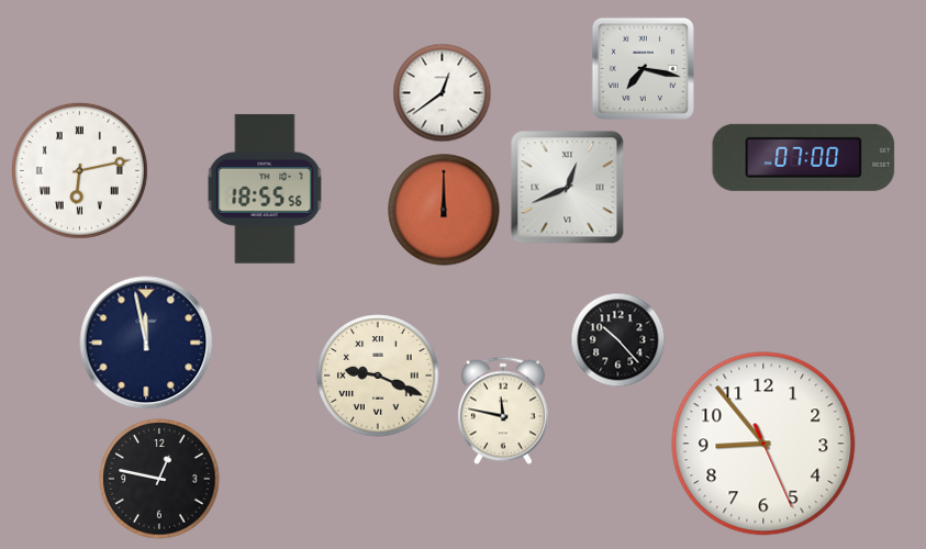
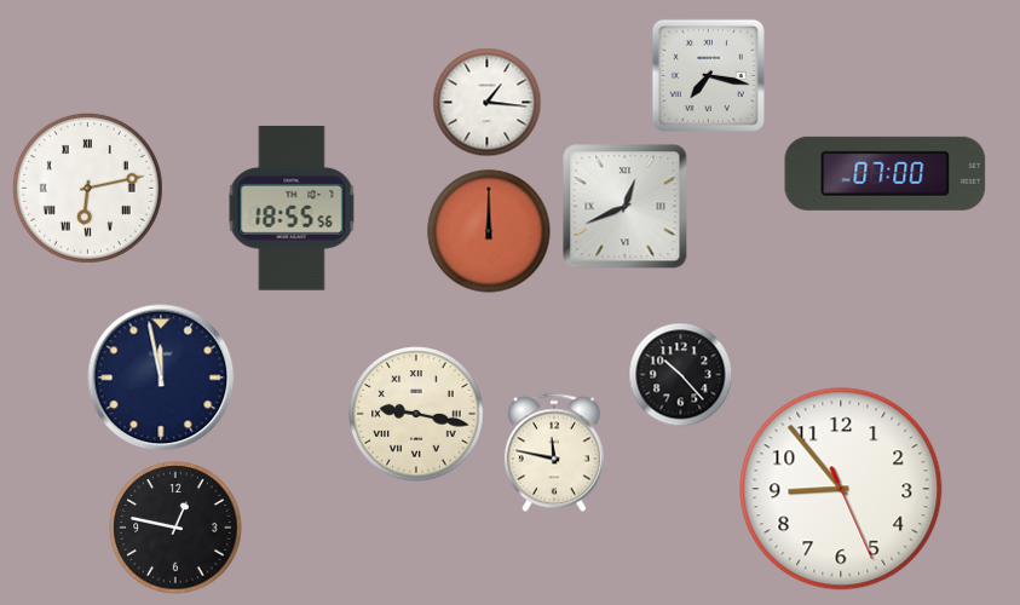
clock at (442, 92): 12:39 -> 1:16
clock at (378, 376): 9:19 -> 9:17
